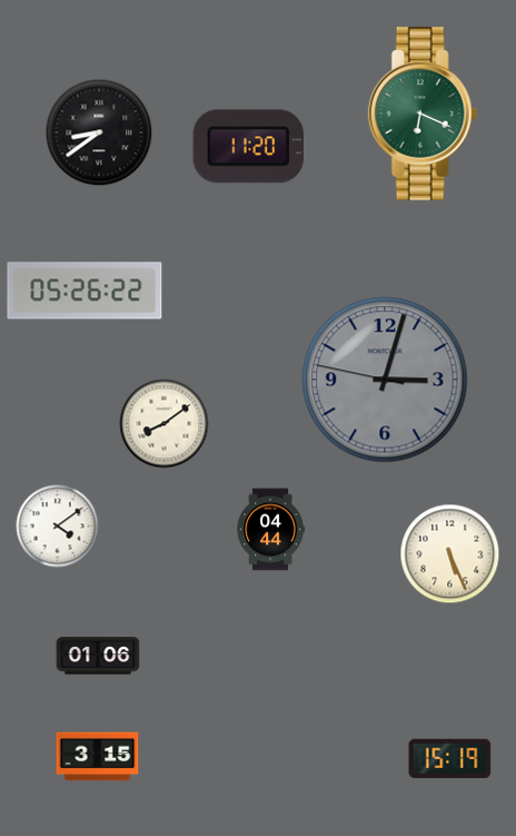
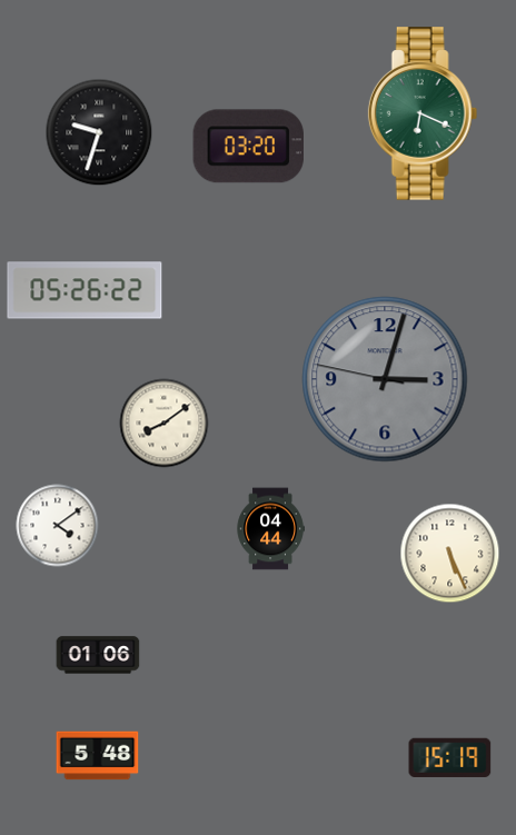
clock at (99, 132): 8:39 -> 9:33
clock at (248, 147): 11:20 -> 03:20
clock at (98, 757): 3:15 -> 5:48
